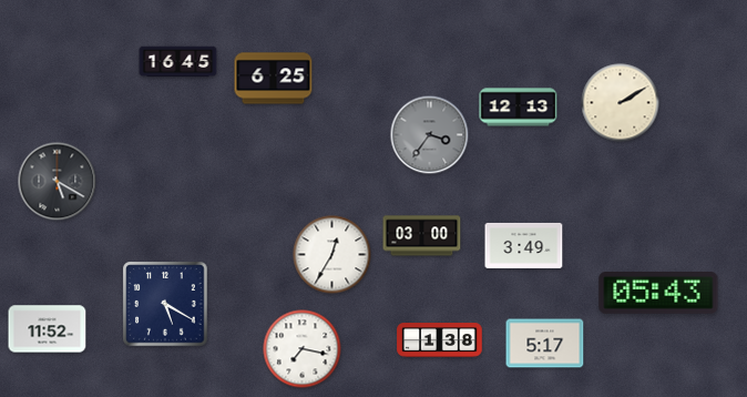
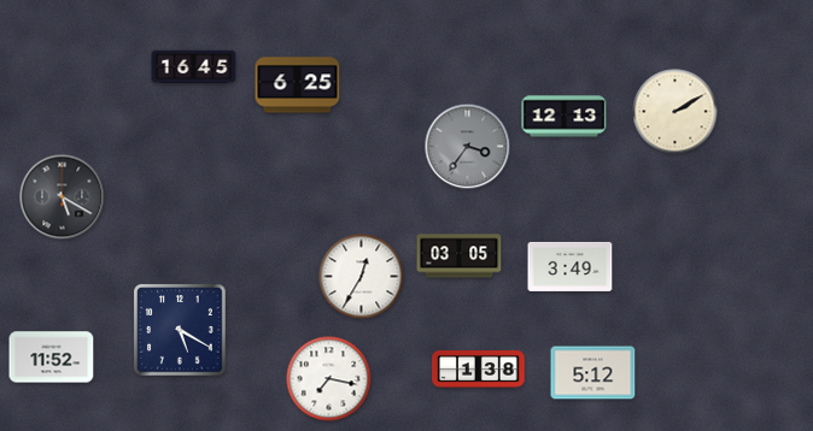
clock at (422, 236): 03:00 -> 03:05
clock at (658, 294): 05:43 -> none
clock at (545, 344): 5:17 -> 5:12
